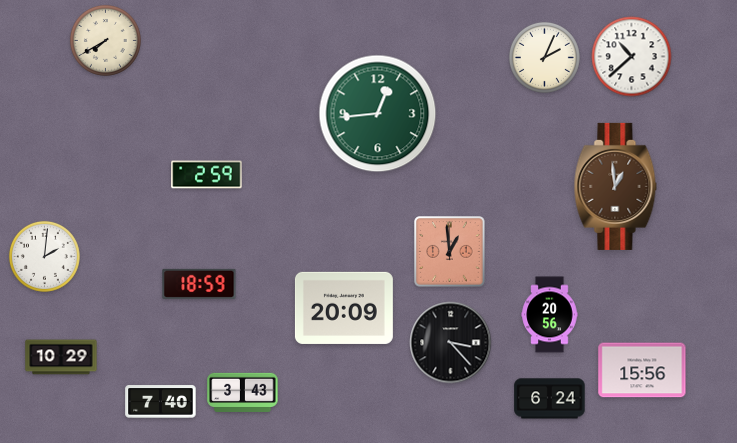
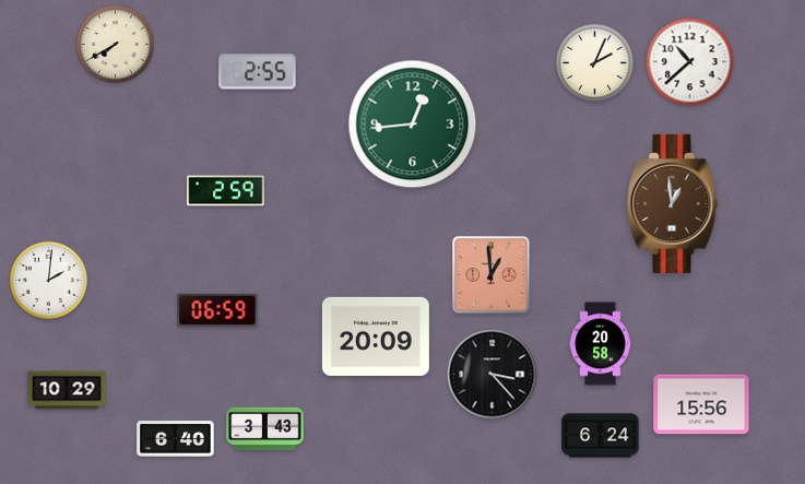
clock at (258, 72): none -> 2:55
clock at (199, 284): 18:59 -> 06:59
clock at (550, 315): 20:56 -> 20:58
clock at (161, 402): 7:40 -> 6:40
